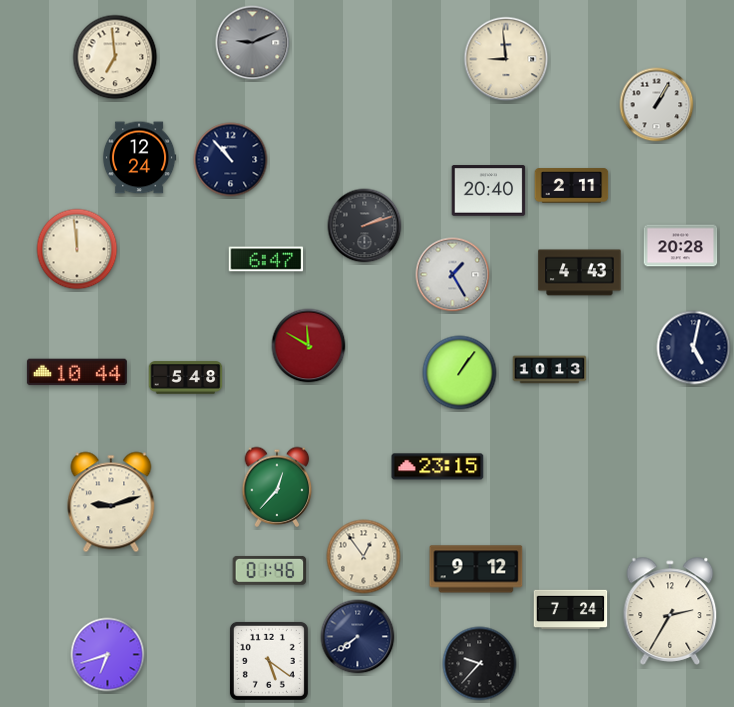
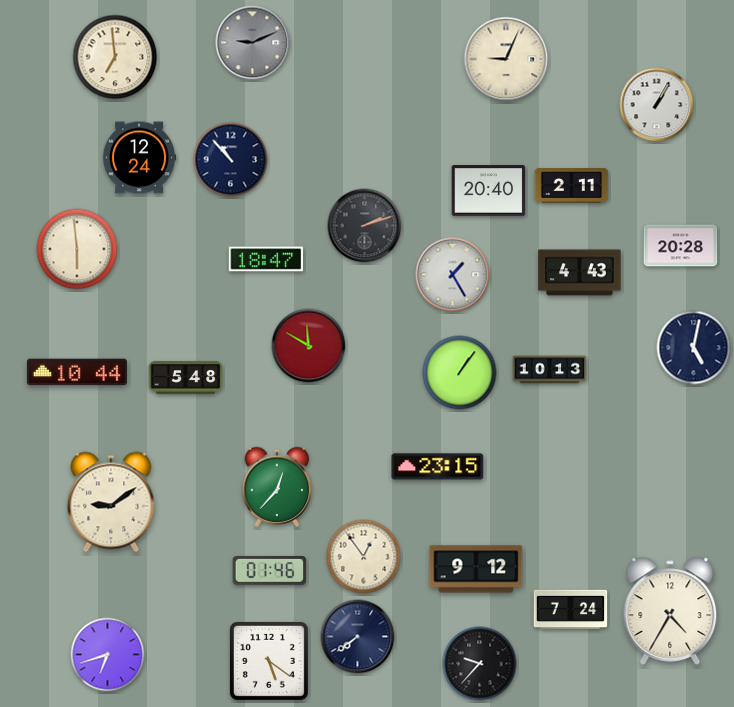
clock at (506, 59): 8:59 -> 9:04
clock at (77, 249): 11:59 -> 5:59
clock at (266, 259): 6:47 -> 18:47
clock at (111, 502): 9:12 -> 9:09
clock at (670, 611): 2:35 -> 4:35
